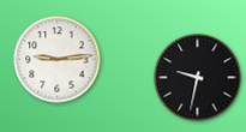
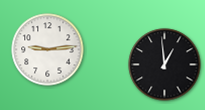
clock at (198, 78): 9:32 -> 12:59
